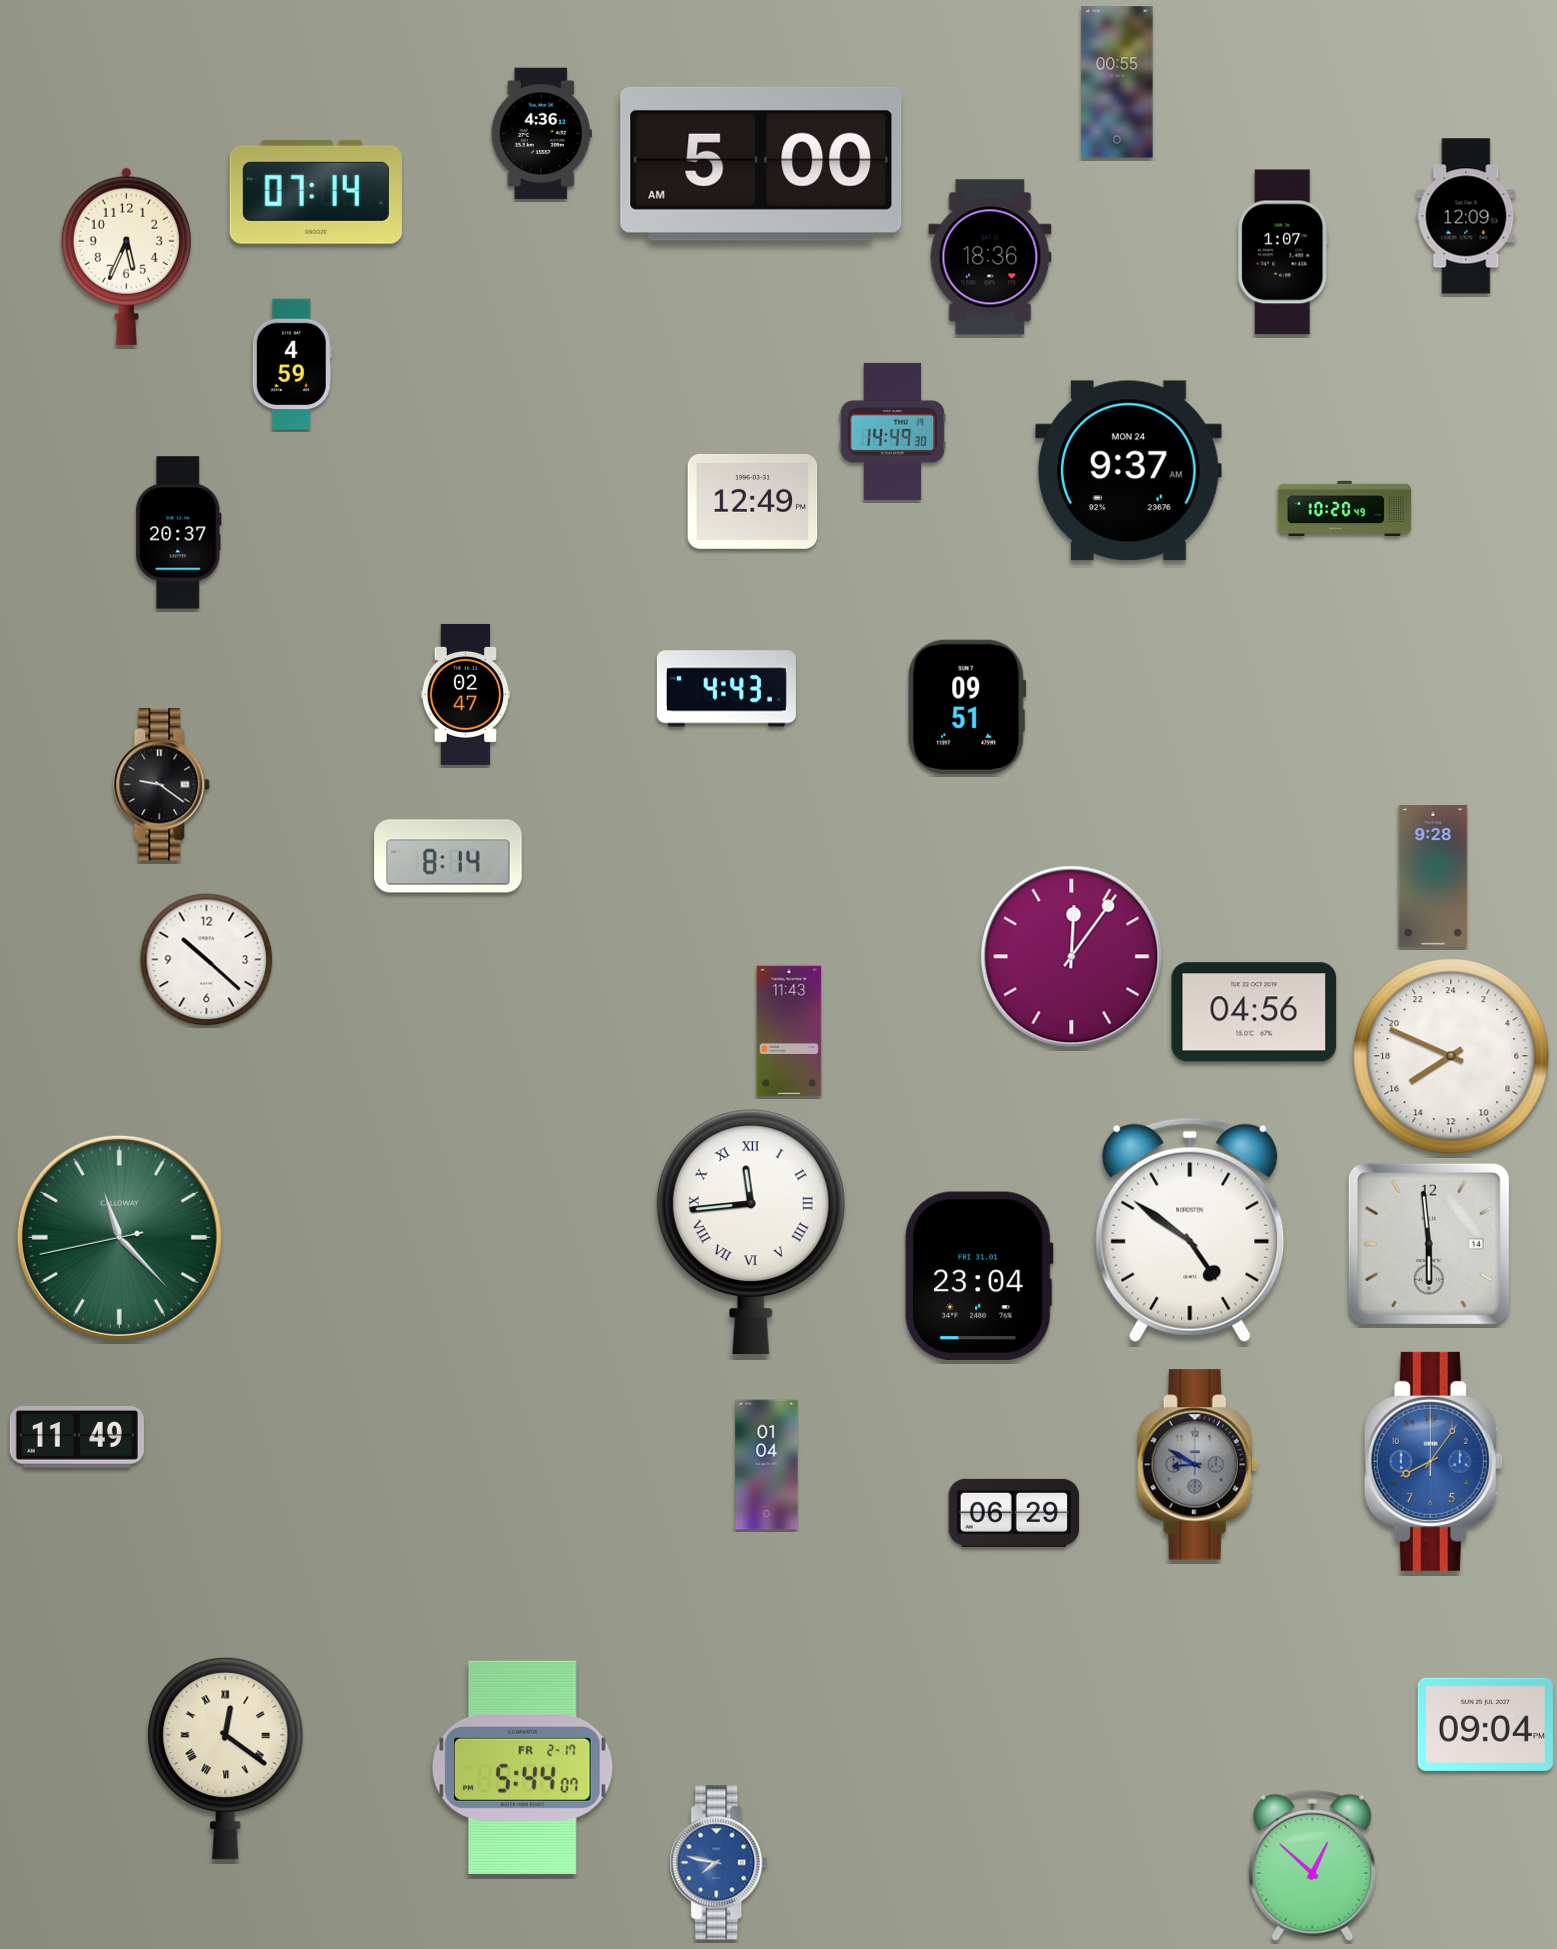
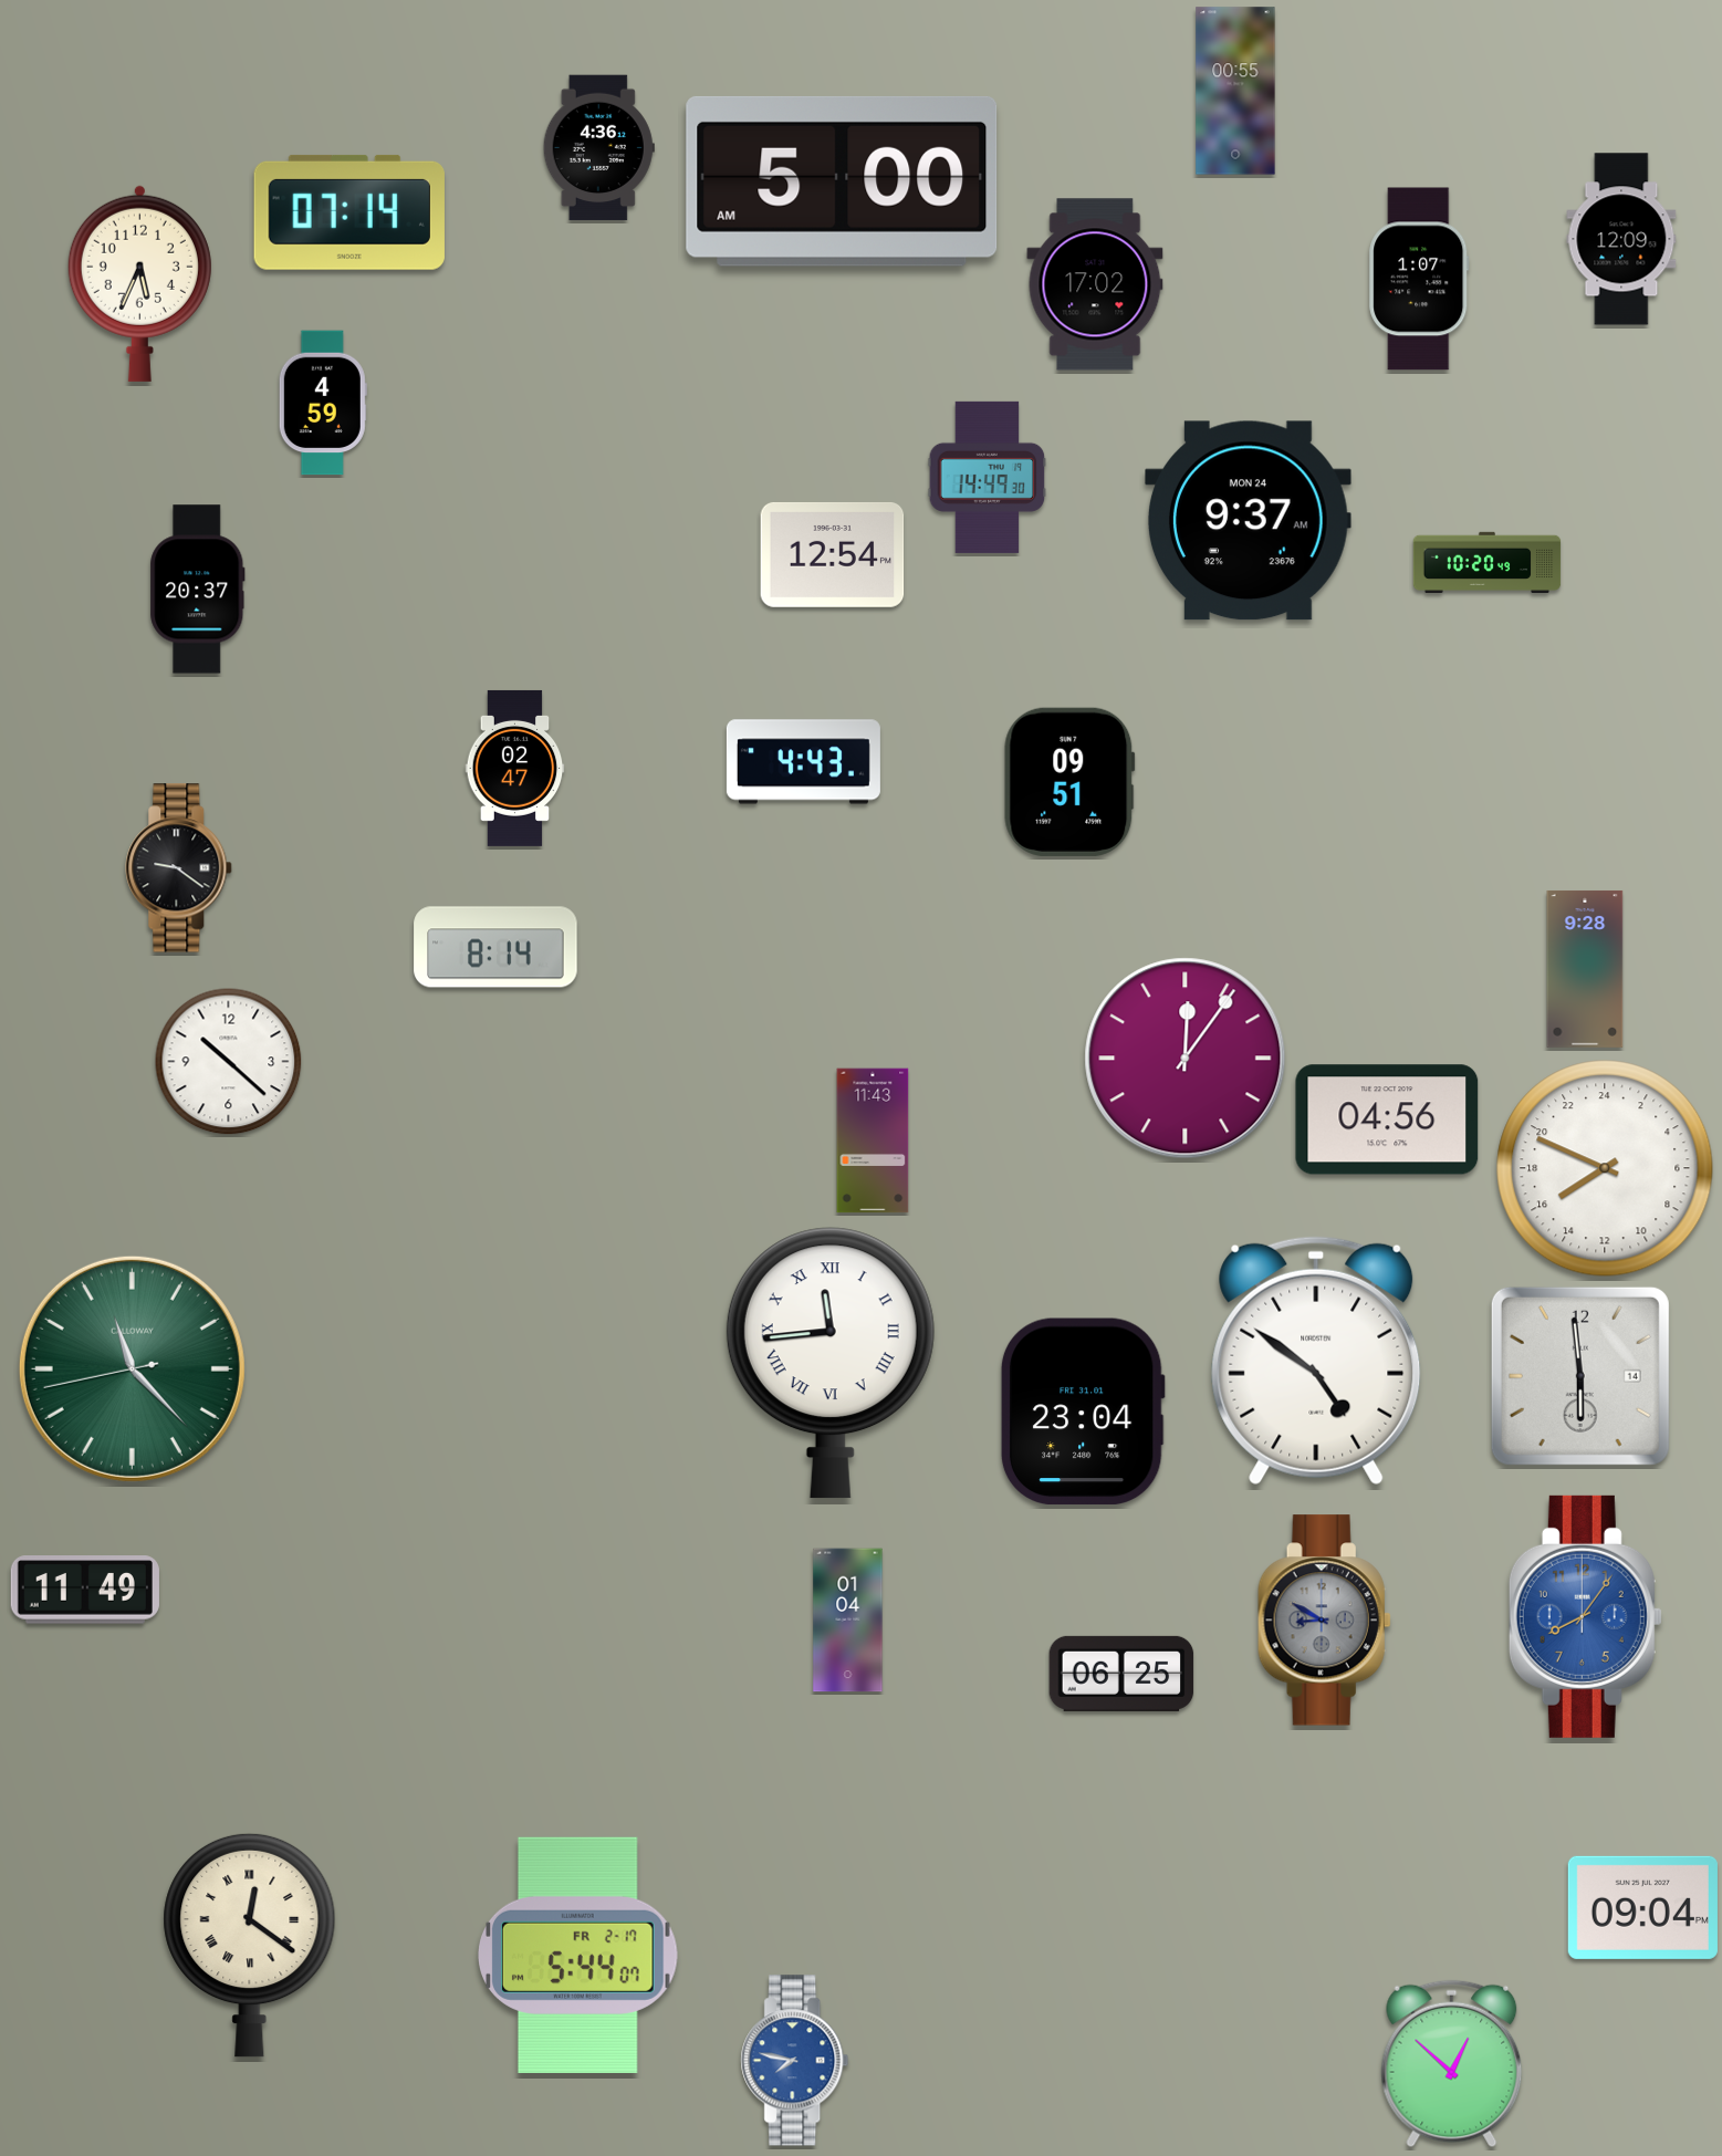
clock at (990, 257): 18:36 -> 17:02
clock at (753, 501): 12:49 -> 12:54
clock at (1014, 1513): 06:29 -> 06:25
